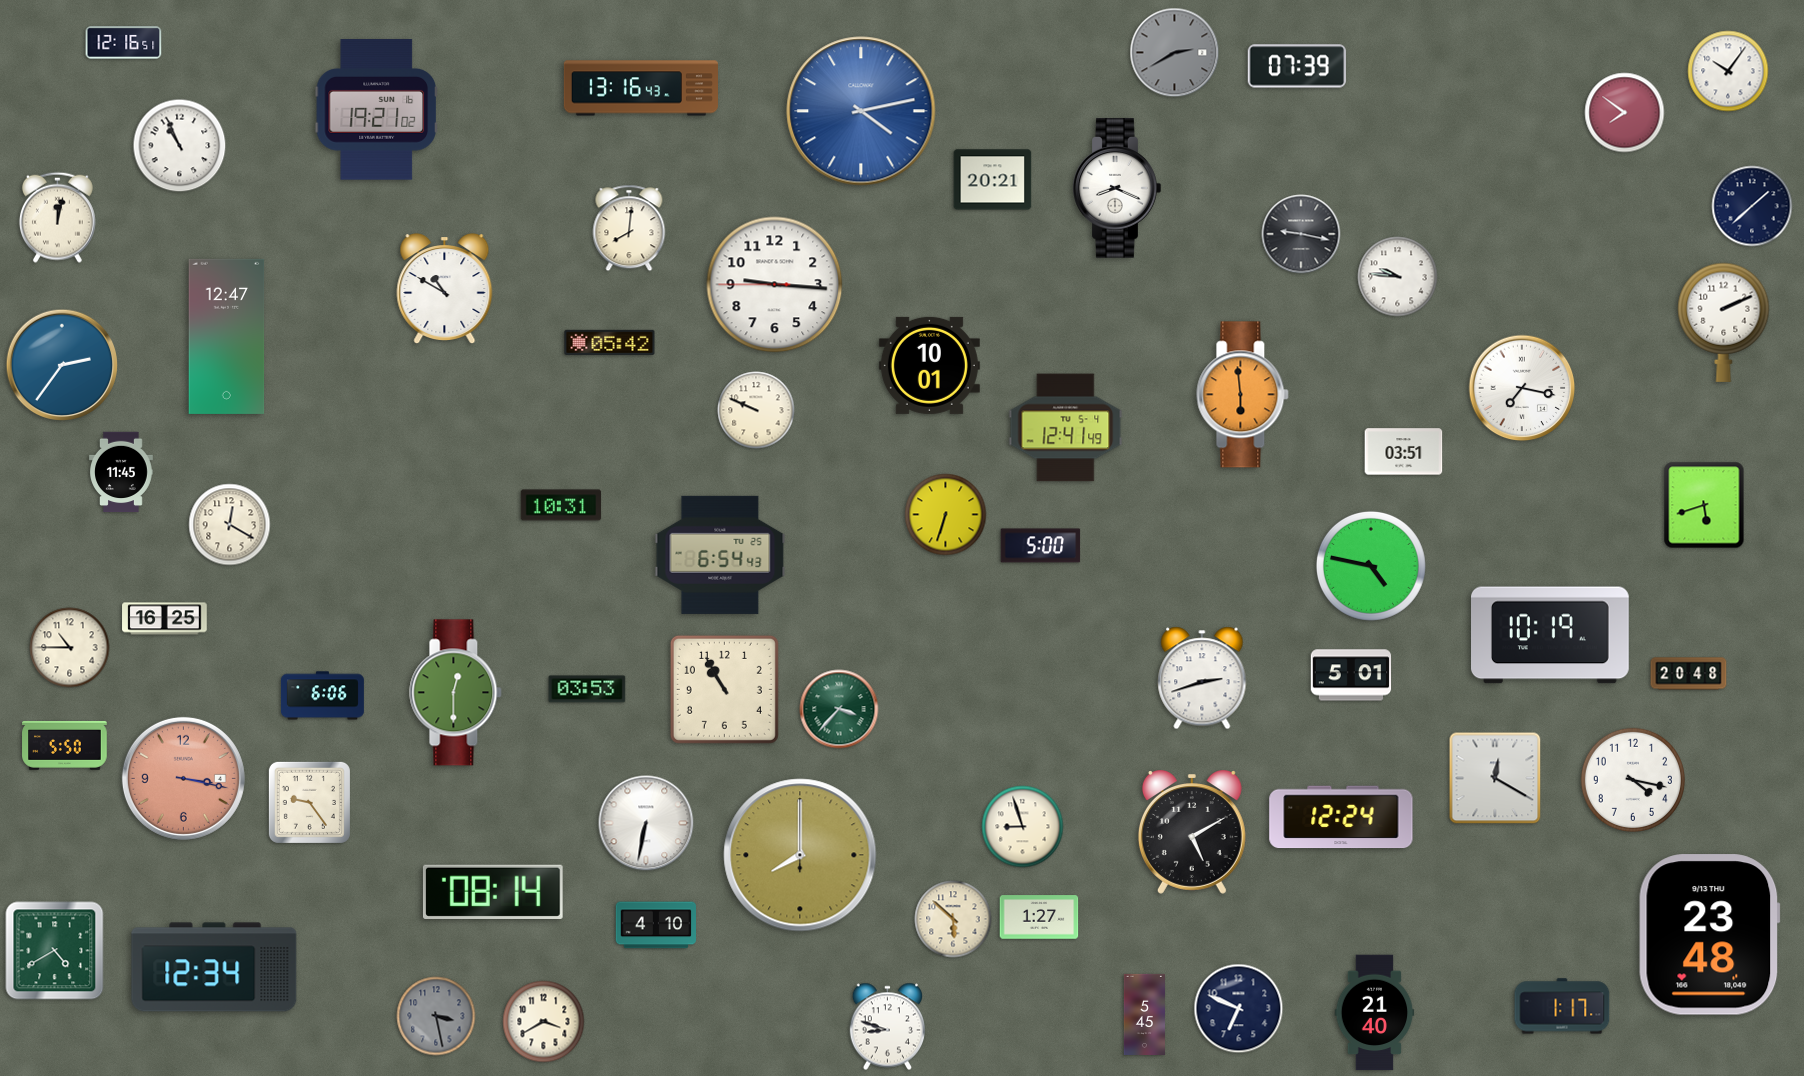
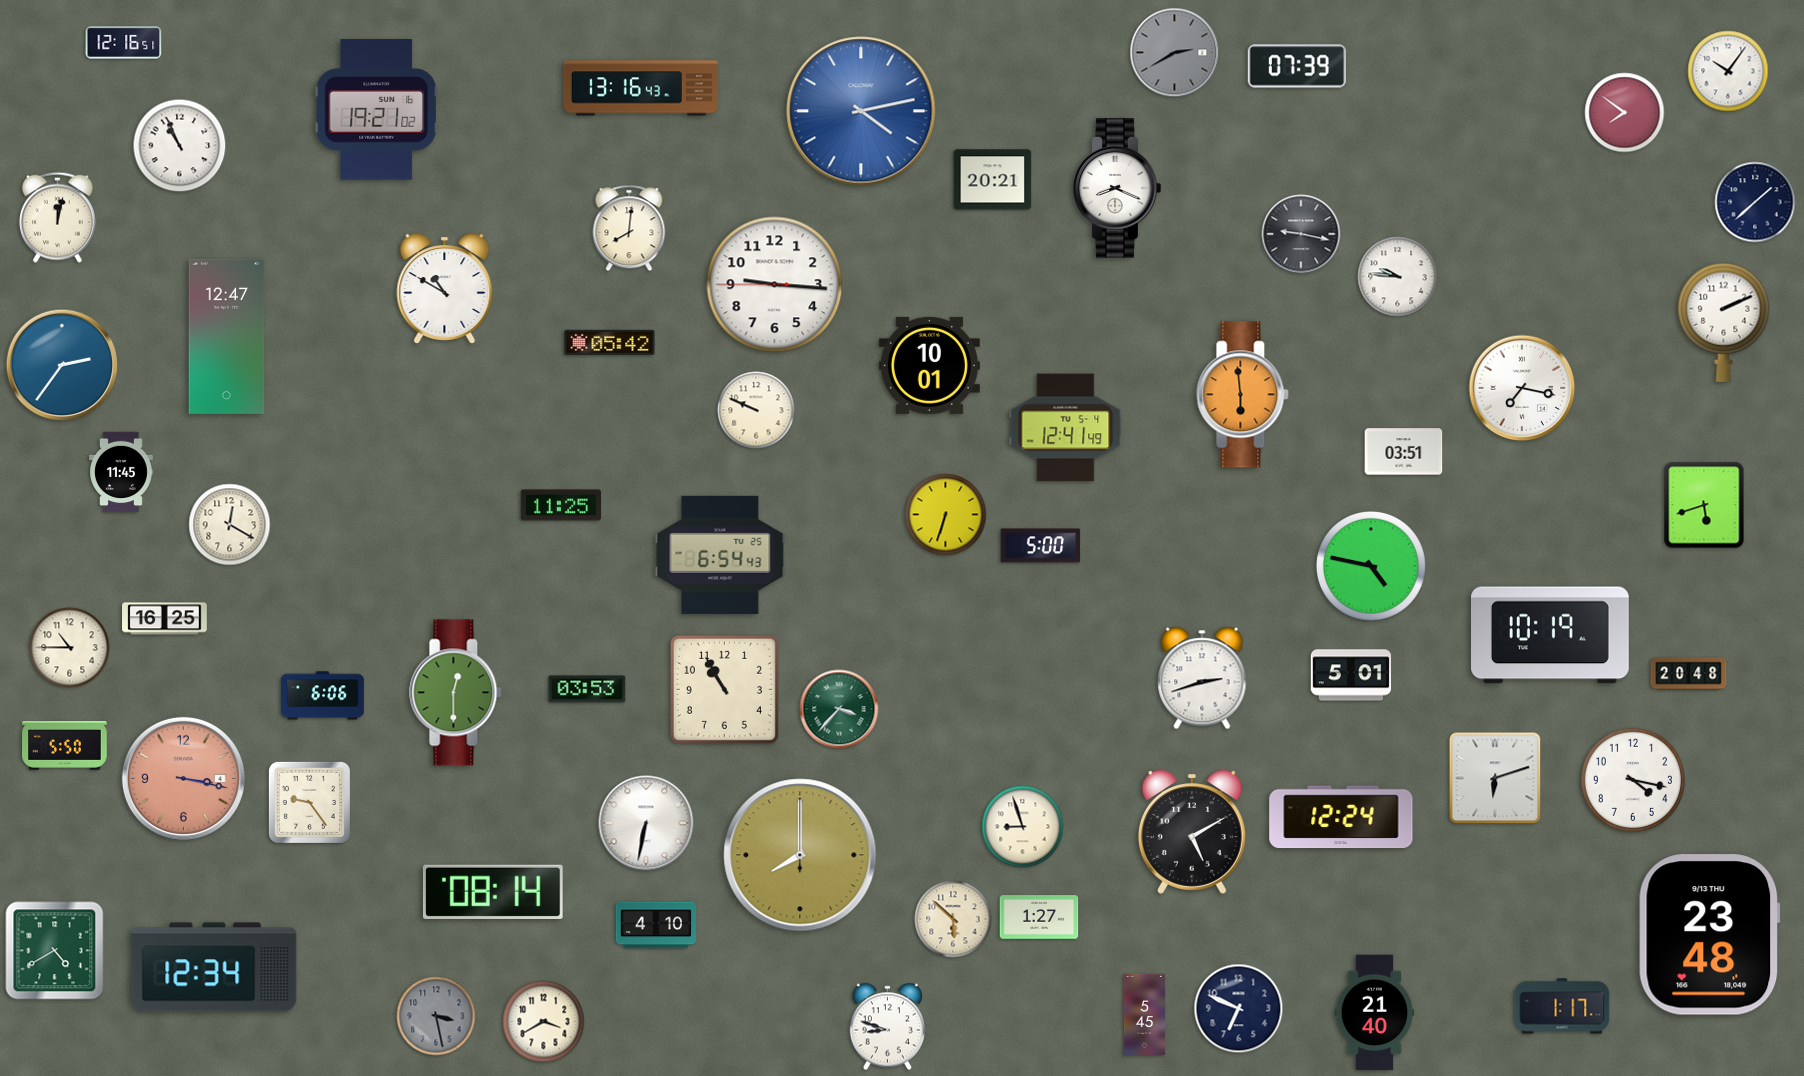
clock at (1752, 206) position: (1752, 206) -> (1755, 202)
clock at (561, 505): 10:31 -> 11:25
clock at (1495, 778): 12:20 -> 6:12
